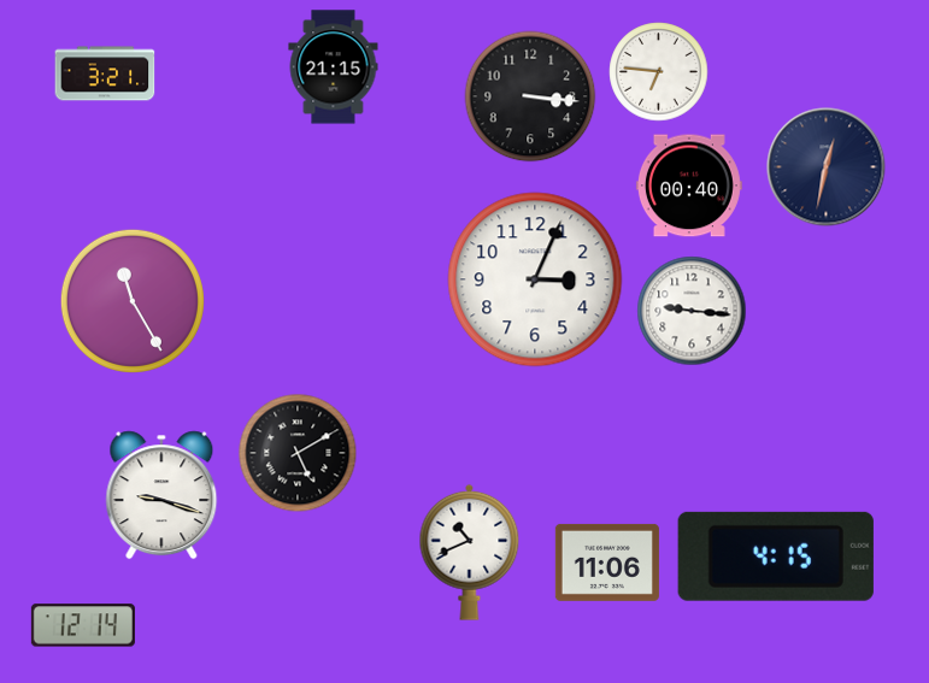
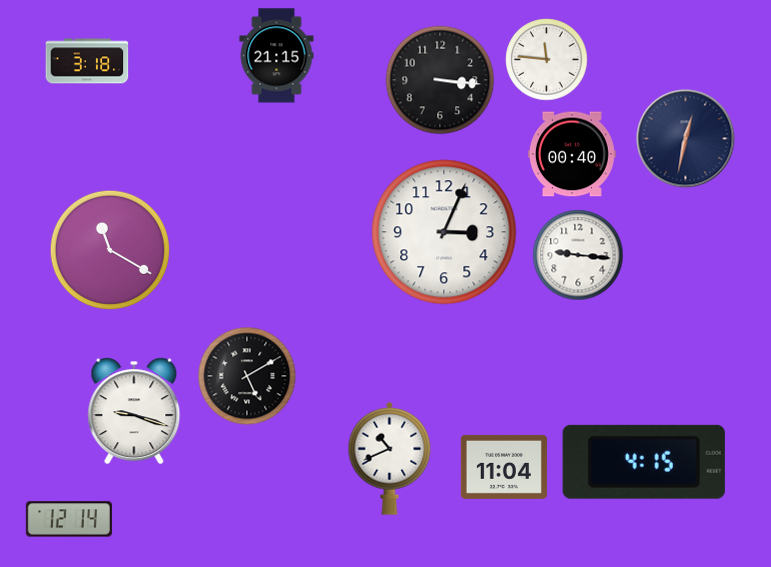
clock at (659, 72): 6:46 -> 11:46
clock at (105, 73): 3:21 -> 3:18
clock at (133, 301): 11:25 -> 11:20
clock at (692, 311) position: (692, 311) -> (578, 255)
clock at (607, 563): 11:06 -> 11:04
